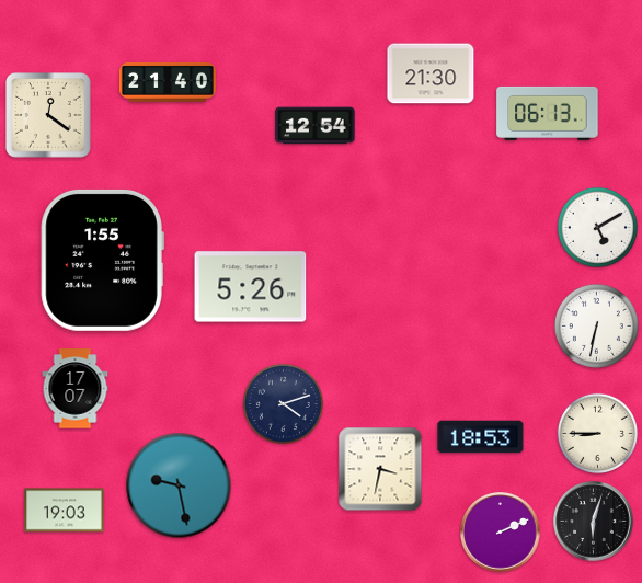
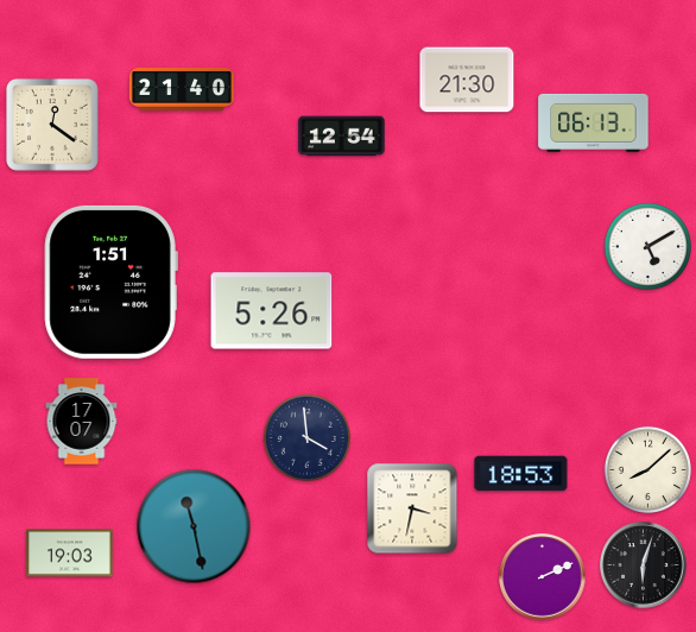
clock at (102, 260): 1:55 -> 1:51
clock at (596, 325): 6:32 -> none
clock at (283, 403): 4:12 -> 3:59
clock at (597, 433): 8:45 -> 8:08
clock at (179, 485): 9:28 -> 11:28
